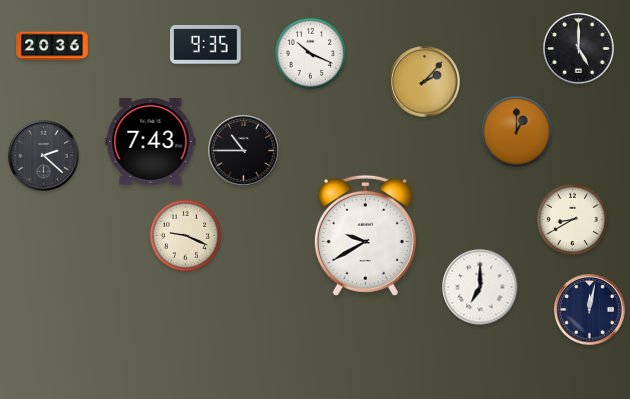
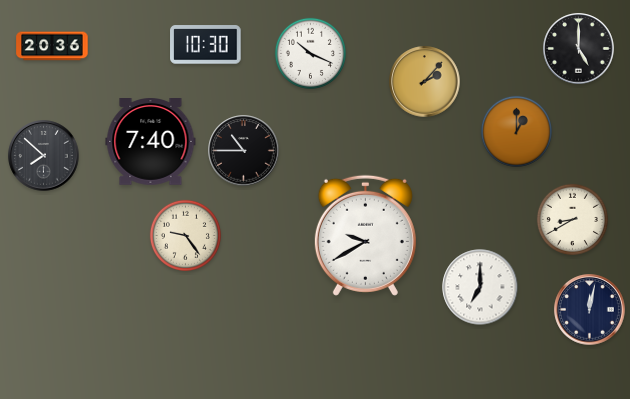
clock at (206, 45): 9:35 -> 10:30
clock at (151, 142): 7:43 -> 7:40
clock at (44, 156): 2:22 -> 7:52
clock at (185, 235): 9:19 -> 9:24
